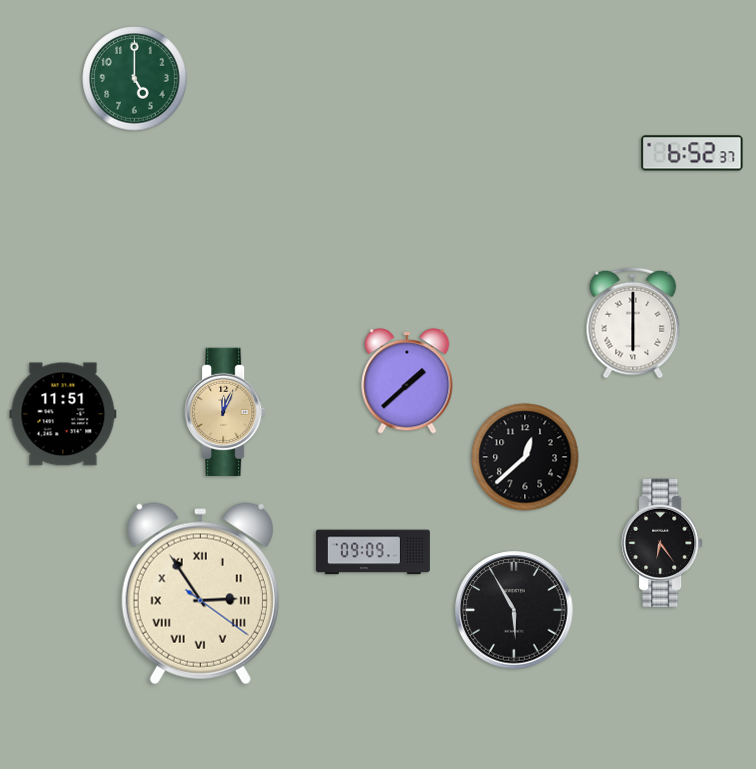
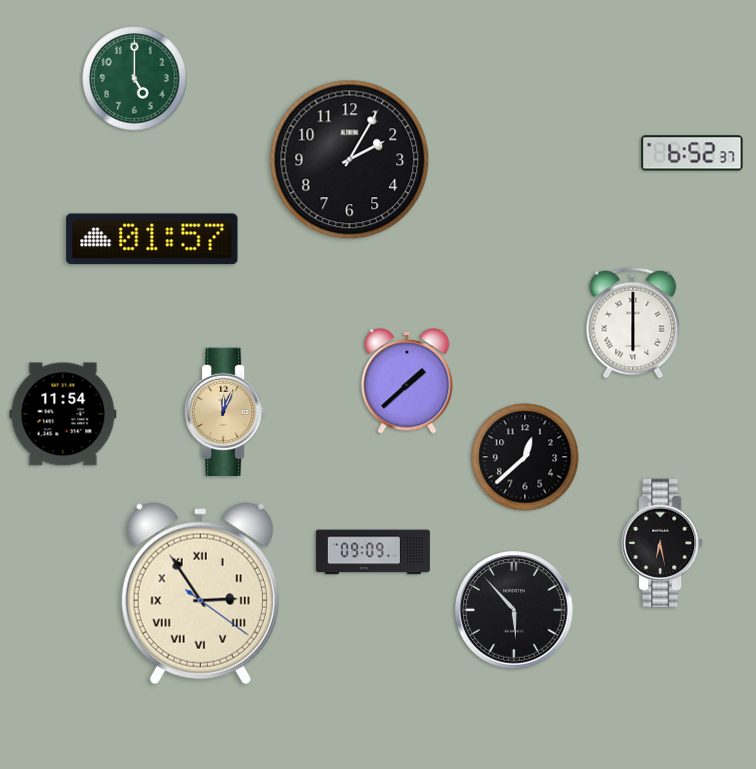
clock at (350, 160): none -> 2:05
clock at (152, 239): none -> 01:57
clock at (63, 414): 11:51 -> 11:54
clock at (662, 543): 6:24 -> 6:28
clock at (514, 610): 5:55 -> 5:53
